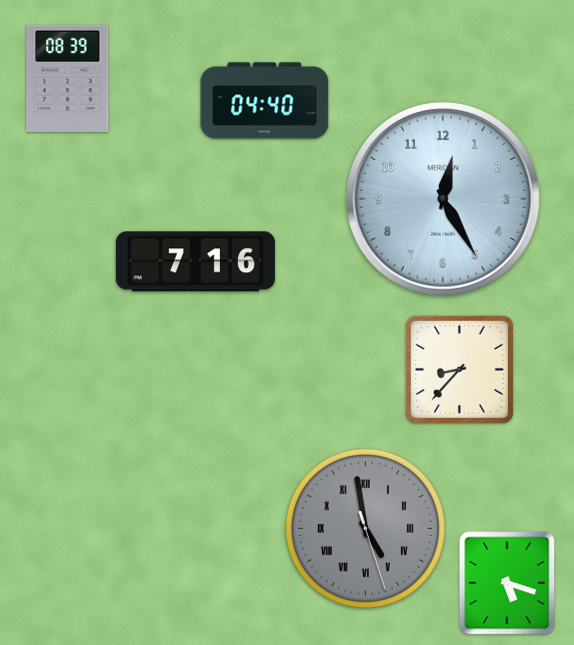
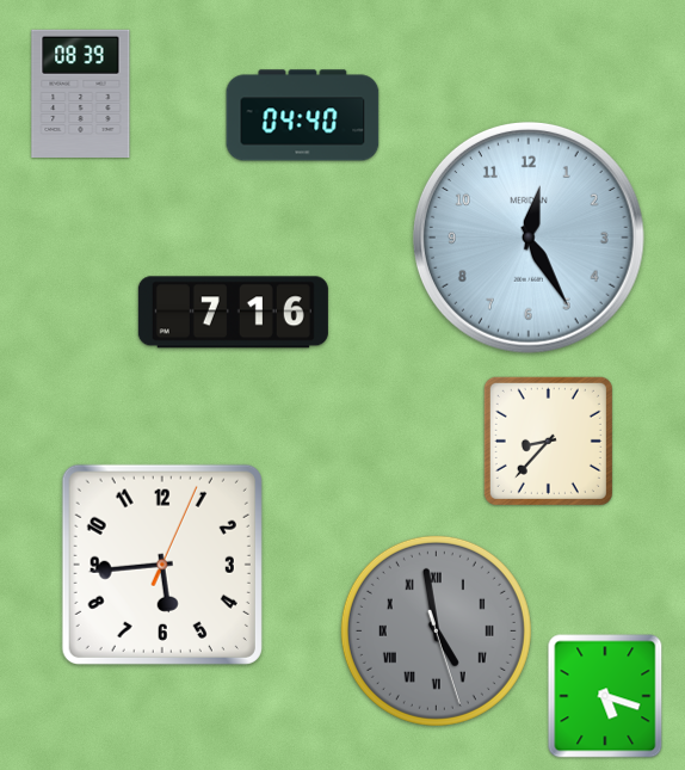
clock at (265, 101) position: (265, 101) -> (303, 116)
clock at (162, 565): none -> 5:44
